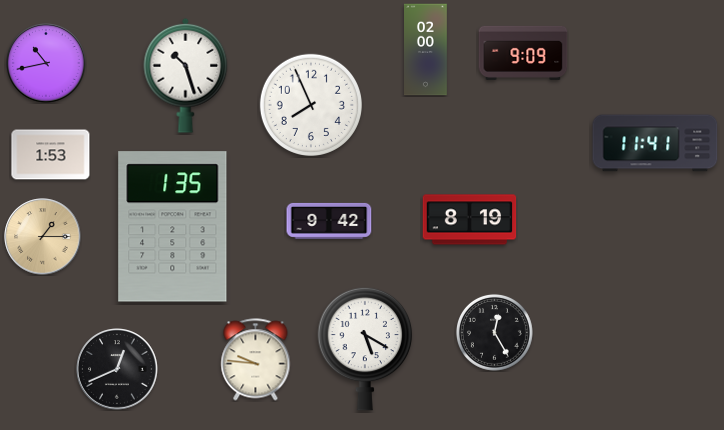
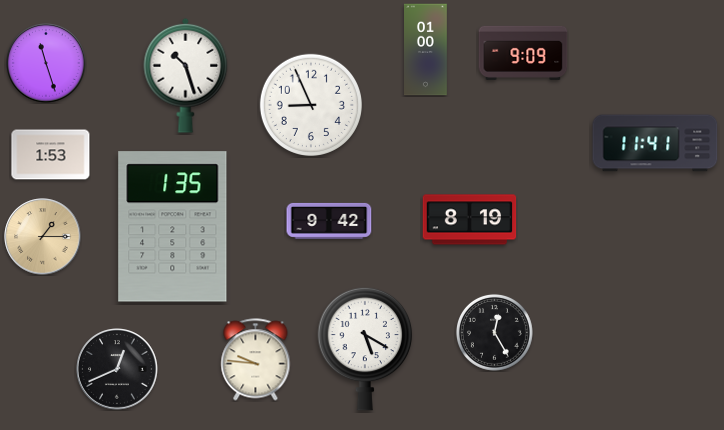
clock at (426, 50): 02:00 -> 01:00
clock at (46, 63): 10:43 -> 11:27
clock at (310, 104): 7:56 -> 8:56
